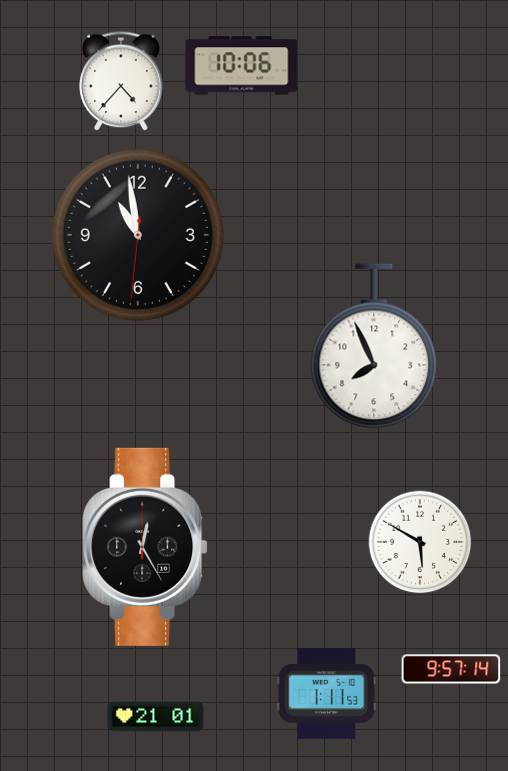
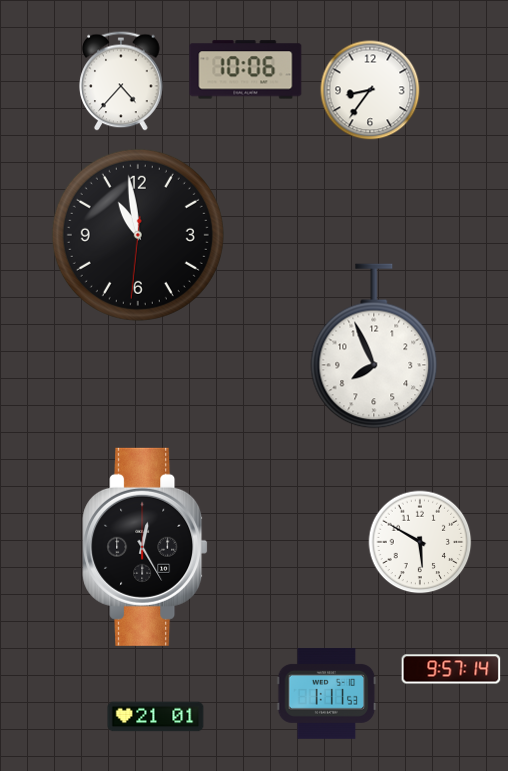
clock at (242, 66) position: (242, 66) -> (246, 70)
clock at (370, 90): none -> 8:36
